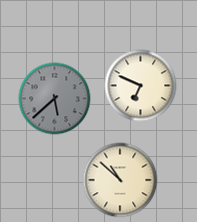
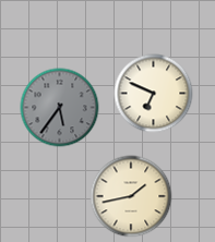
clock at (55, 99): 5:38 -> 5:36
clock at (120, 180): 10:52 -> 1:43
